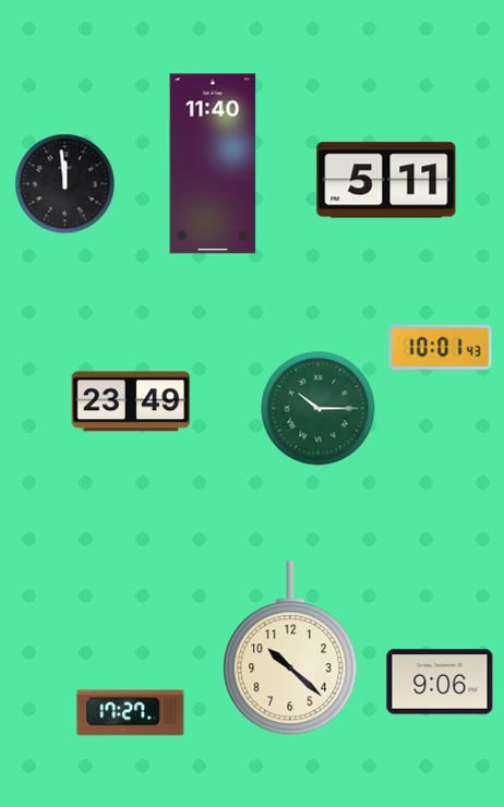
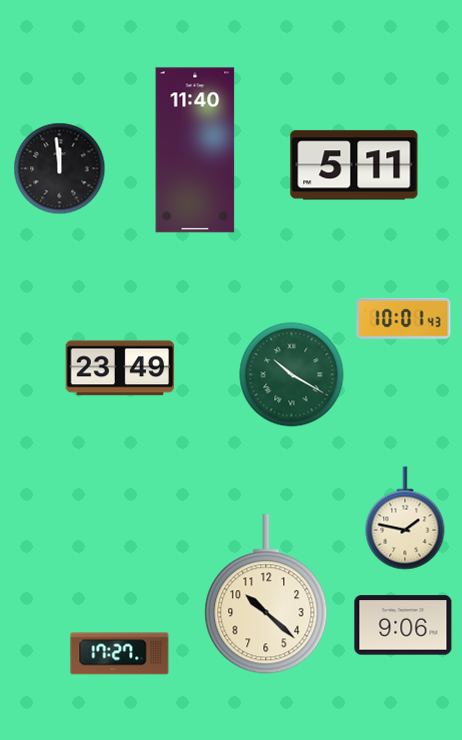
clock at (319, 409): 10:15 -> 10:20
clock at (405, 518): none -> 1:47
